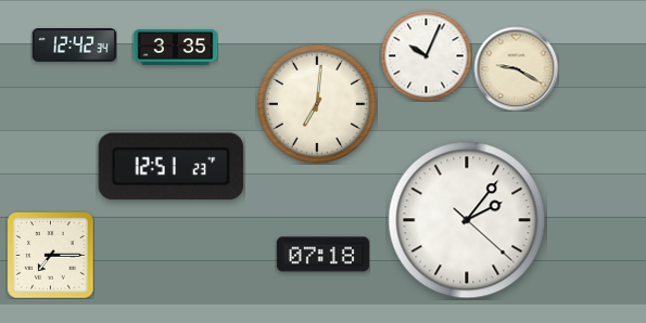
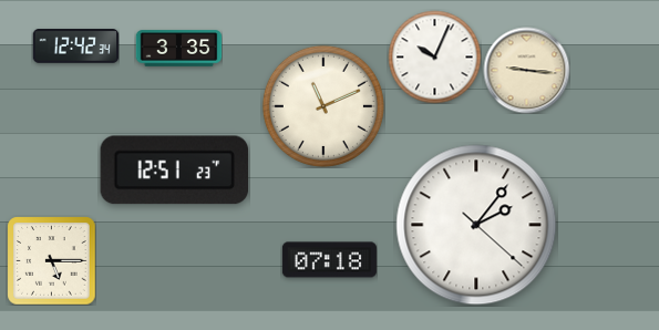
clock at (516, 68): 9:20 -> 9:16
clock at (317, 104): 7:01 -> 11:11
clock at (50, 255): 7:15 -> 5:15
